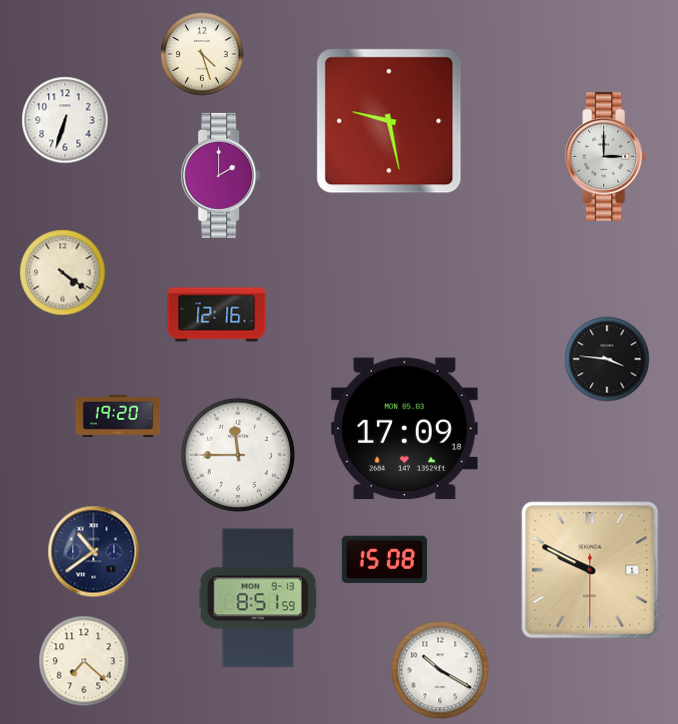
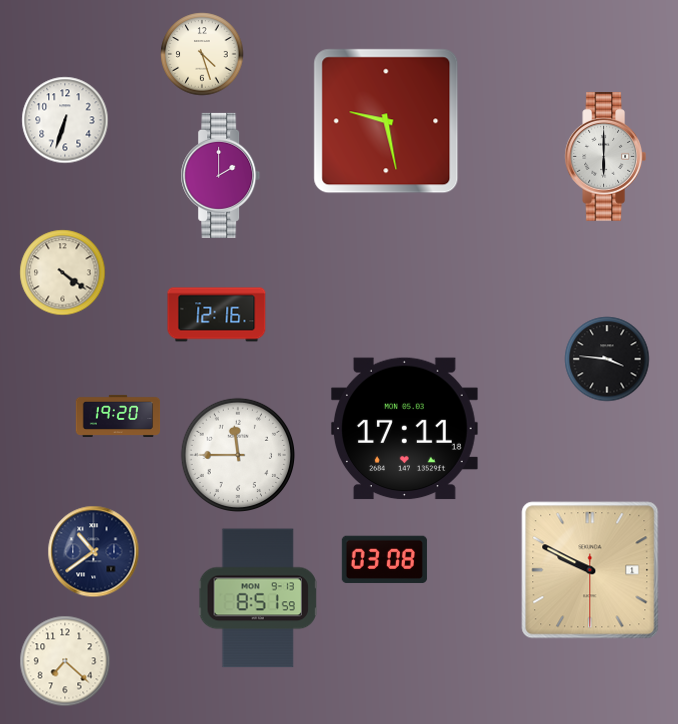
clock at (389, 121) position: (389, 121) -> (386, 121)
clock at (605, 157): 3:00 -> 6:00
clock at (404, 429): 17:09 -> 17:11
clock at (384, 560): 15:08 -> 03:08
clock at (84, 661) position: (84, 661) -> (65, 661)
clock at (440, 670): 10:20 -> none
